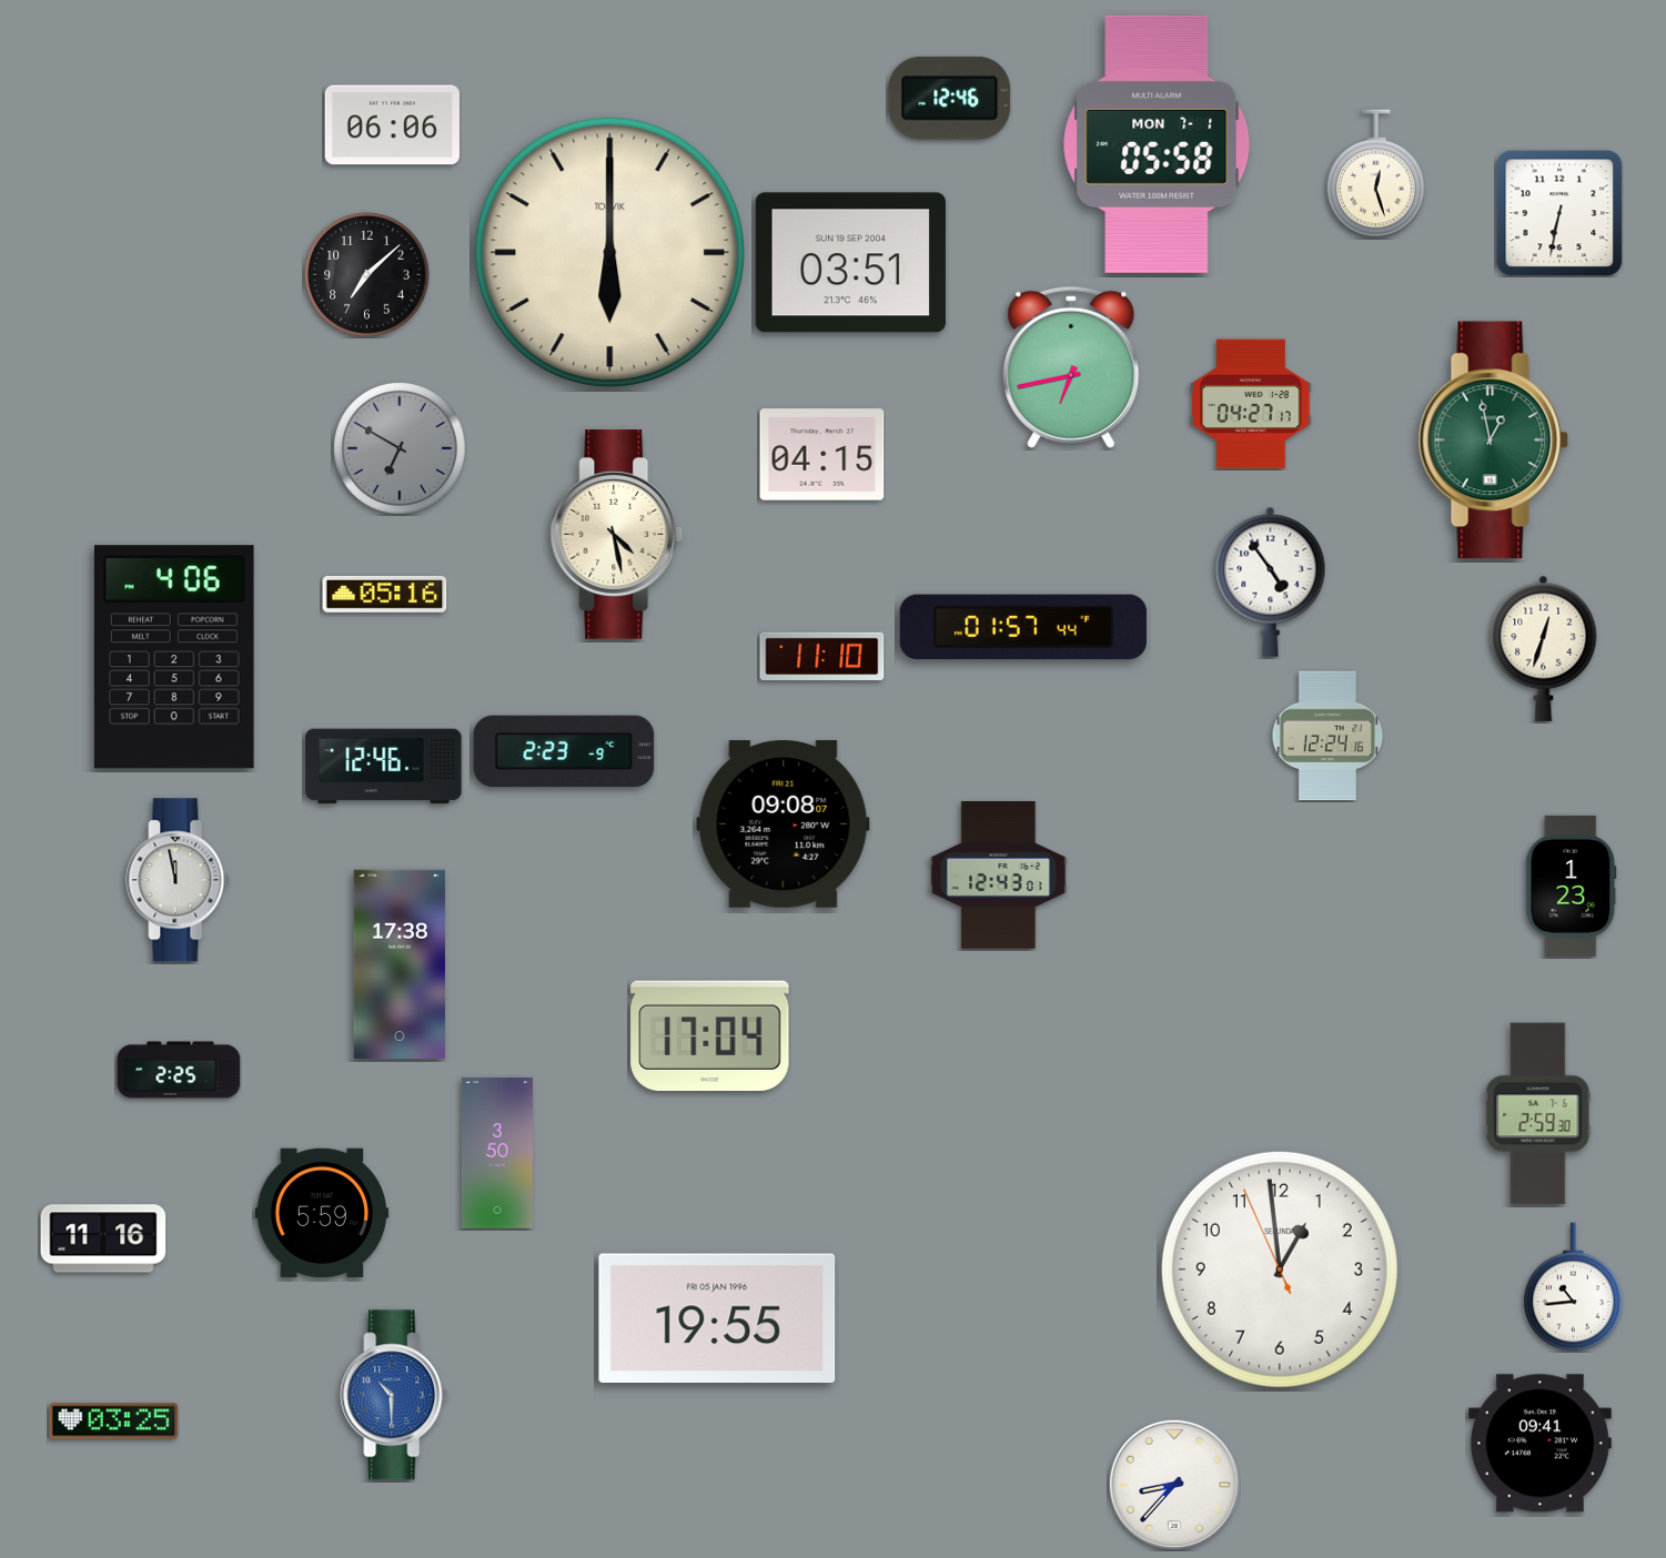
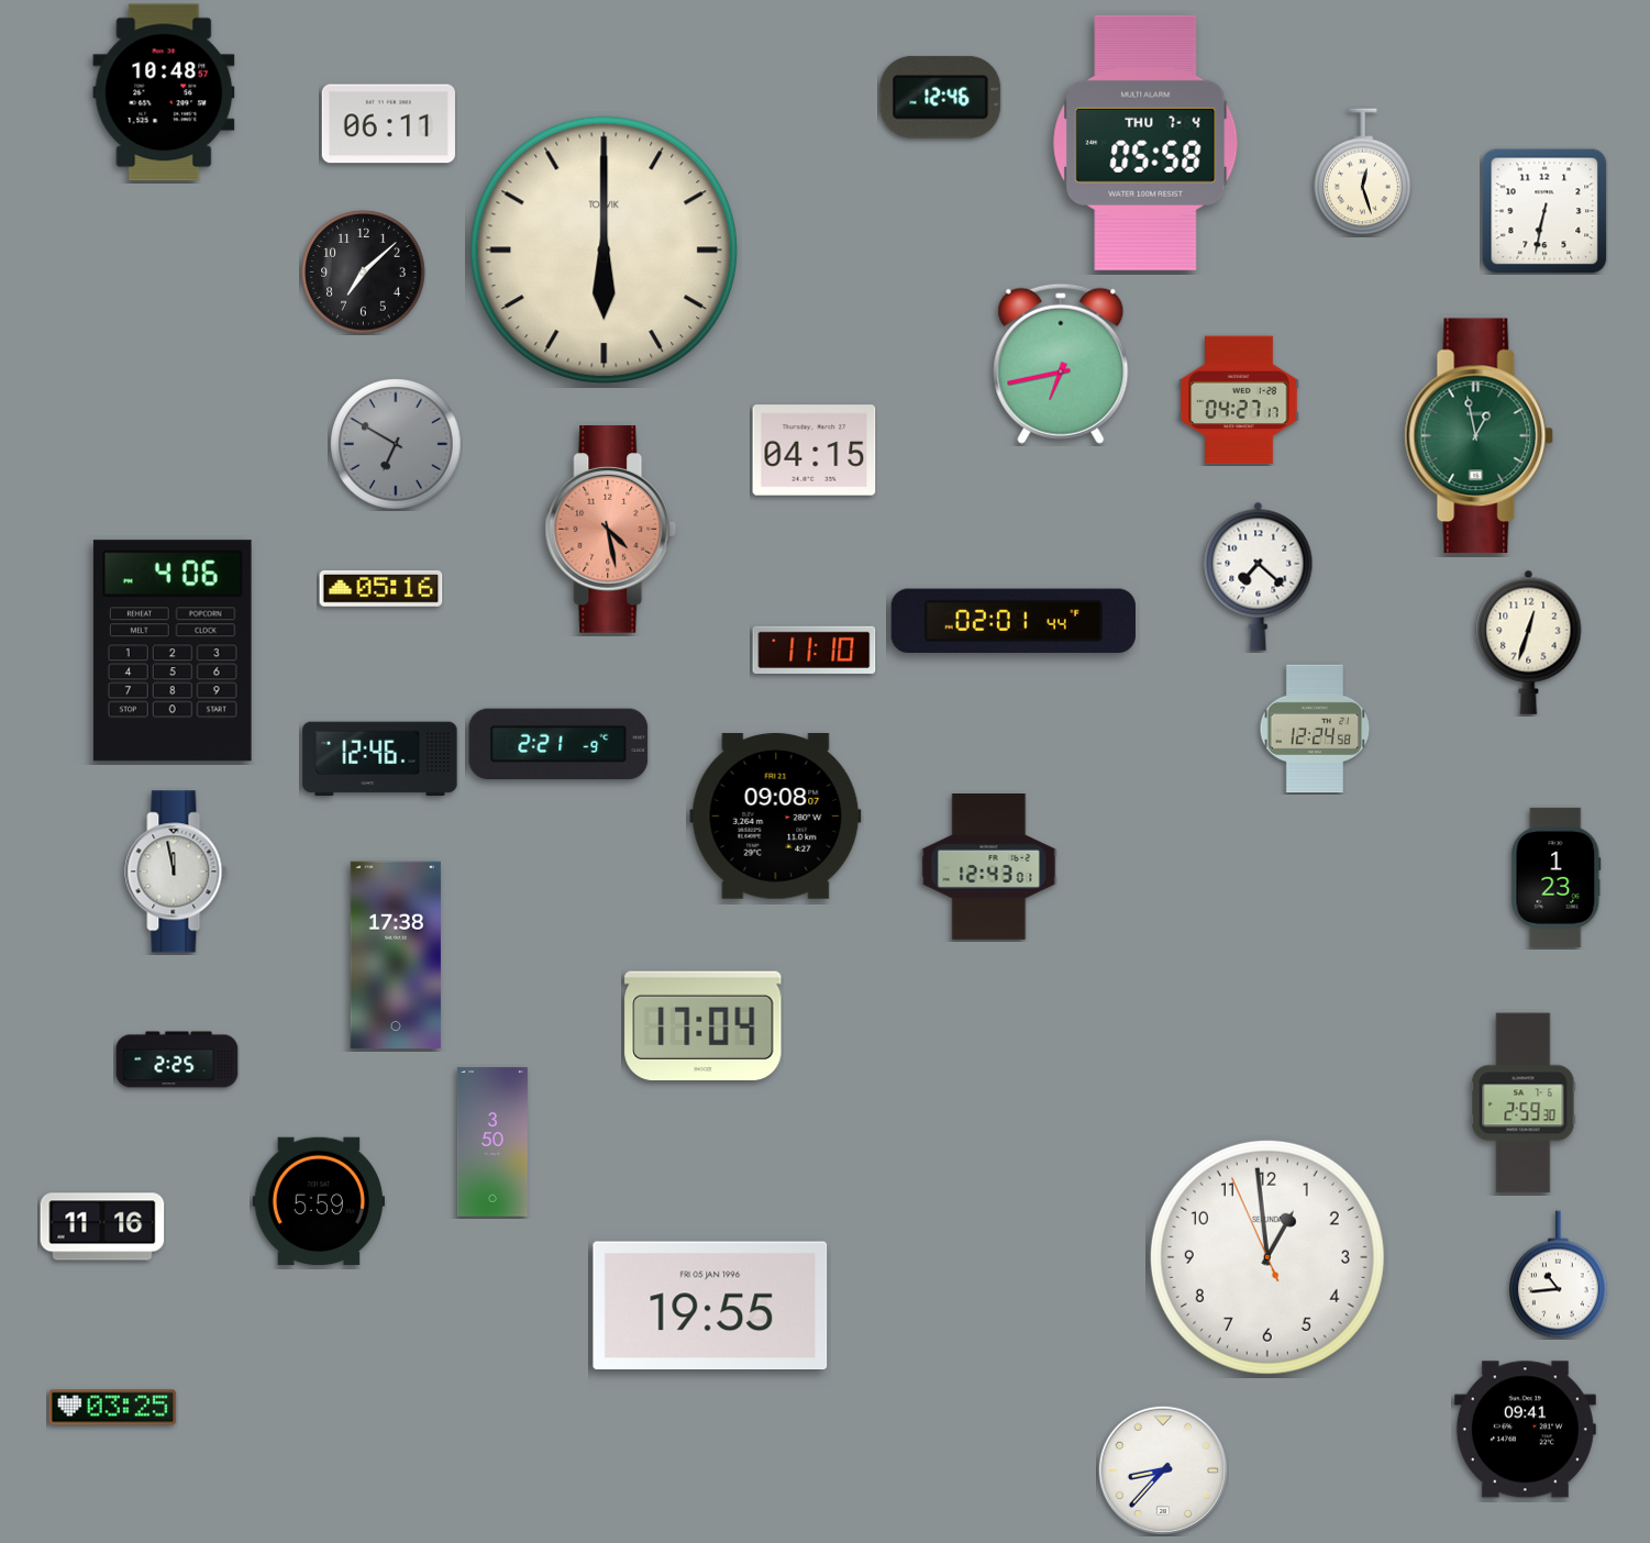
clock at (164, 92): none -> 10:48
clock at (392, 125): 06:06 -> 06:11
clock at (1157, 144) date: MON 7-1 -> THU 7-4
clock at (850, 263): 03:51 -> none
clock at (617, 535) dial: cream -> salmon
clock at (1271, 581): 4:54 -> 7:22
clock at (1023, 627): 01:57 -> 02:01
clock at (1327, 736): 12:24:16 -> 12:24:58
clock at (564, 751): 2:23 -> 2:21
clock at (394, 1395): 10:30 -> none
